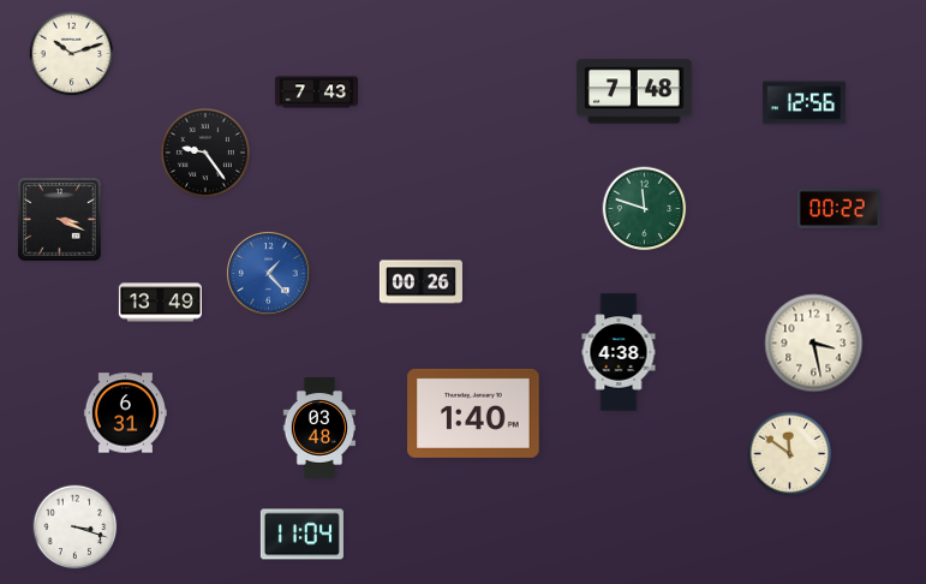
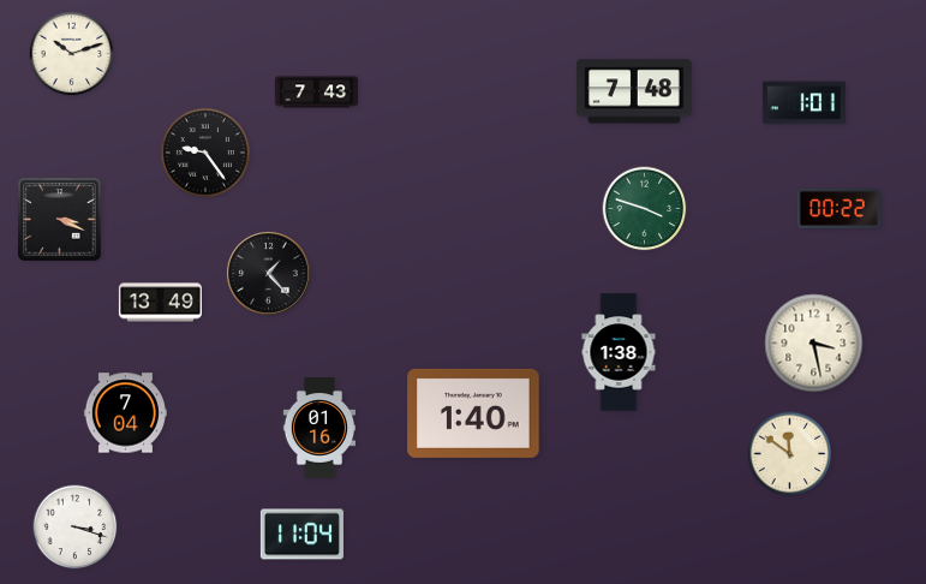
clock at (803, 103): 12:56 -> 1:01
clock at (645, 209): 11:48 -> 3:48
clock at (268, 273) dial: blue -> black
clock at (420, 282): 00:26 -> none
clock at (619, 352): 4:38 -> 1:38
clock at (125, 413): 6:31 -> 7:04
clock at (318, 428): 03:48 -> 01:16
